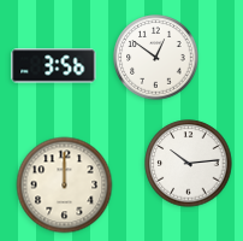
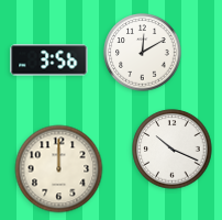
clock at (156, 58): 12:51 -> 12:10
clock at (189, 164): 10:14 -> 10:19
